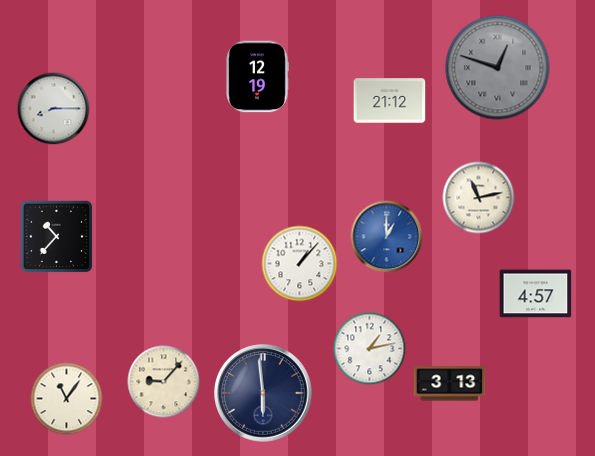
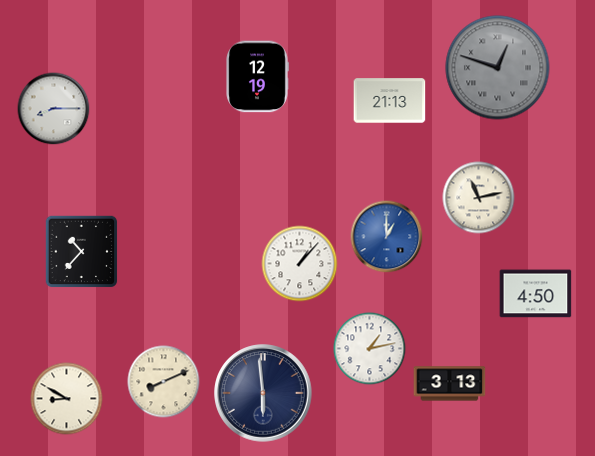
clock at (390, 101): 21:12 -> 21:13
clock at (57, 237) position: (57, 237) -> (82, 252)
clock at (536, 294): 4:57 -> 4:50
clock at (164, 382): 9:07 -> 8:11
clock at (67, 399): 11:06 -> 8:50
